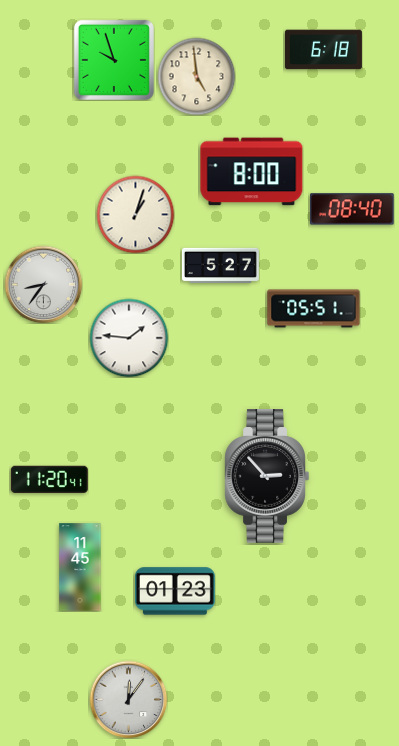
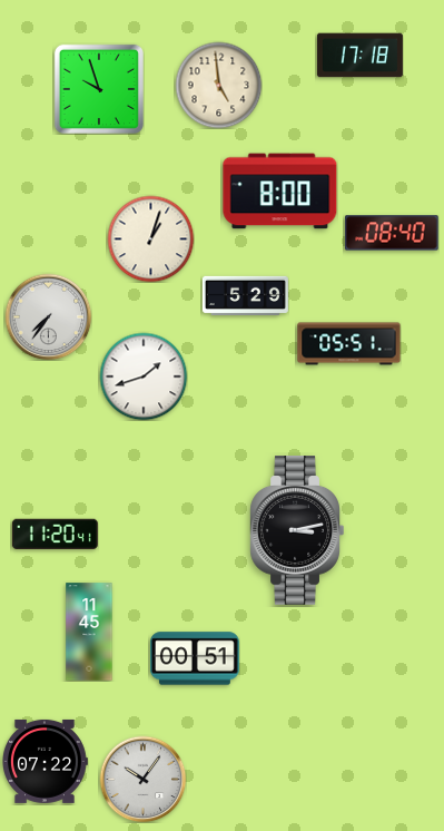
clock at (323, 50): 6:18 -> 17:18
clock at (114, 60) position: (114, 60) -> (99, 89)
clock at (220, 265): 5:27 -> 5:29
clock at (43, 284): 8:36 -> 7:36
clock at (129, 338): 1:46 -> 1:42
clock at (267, 477): 2:53 -> 3:13
clock at (176, 591): 01:23 -> 00:51
clock at (46, 761): none -> 07:22
clock at (128, 699): 12:06 -> 10:06
